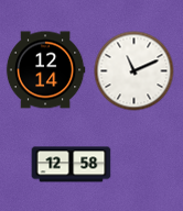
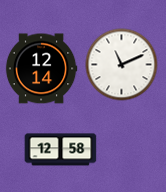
clock at (45, 70) position: (45, 70) -> (41, 69)
clock at (72, 165) position: (72, 165) -> (61, 150)
